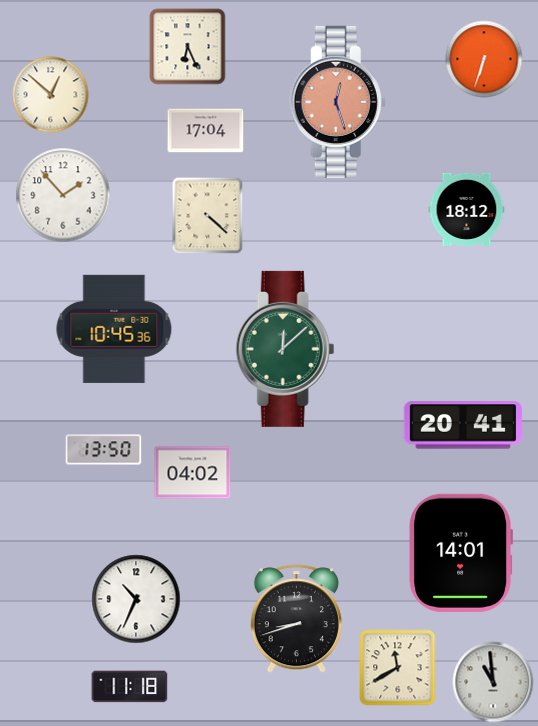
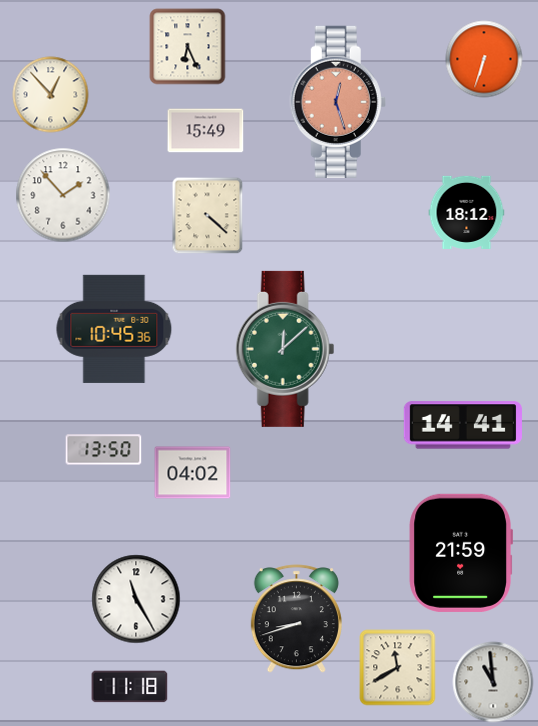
clock at (51, 95): 12:52 -> 12:53
clock at (206, 131): 17:04 -> 15:49
clock at (467, 209) position: (467, 209) -> (467, 212)
clock at (463, 425): 20:41 -> 14:41
clock at (460, 553): 14:01 -> 21:59
clock at (136, 599): 10:34 -> 11:25
